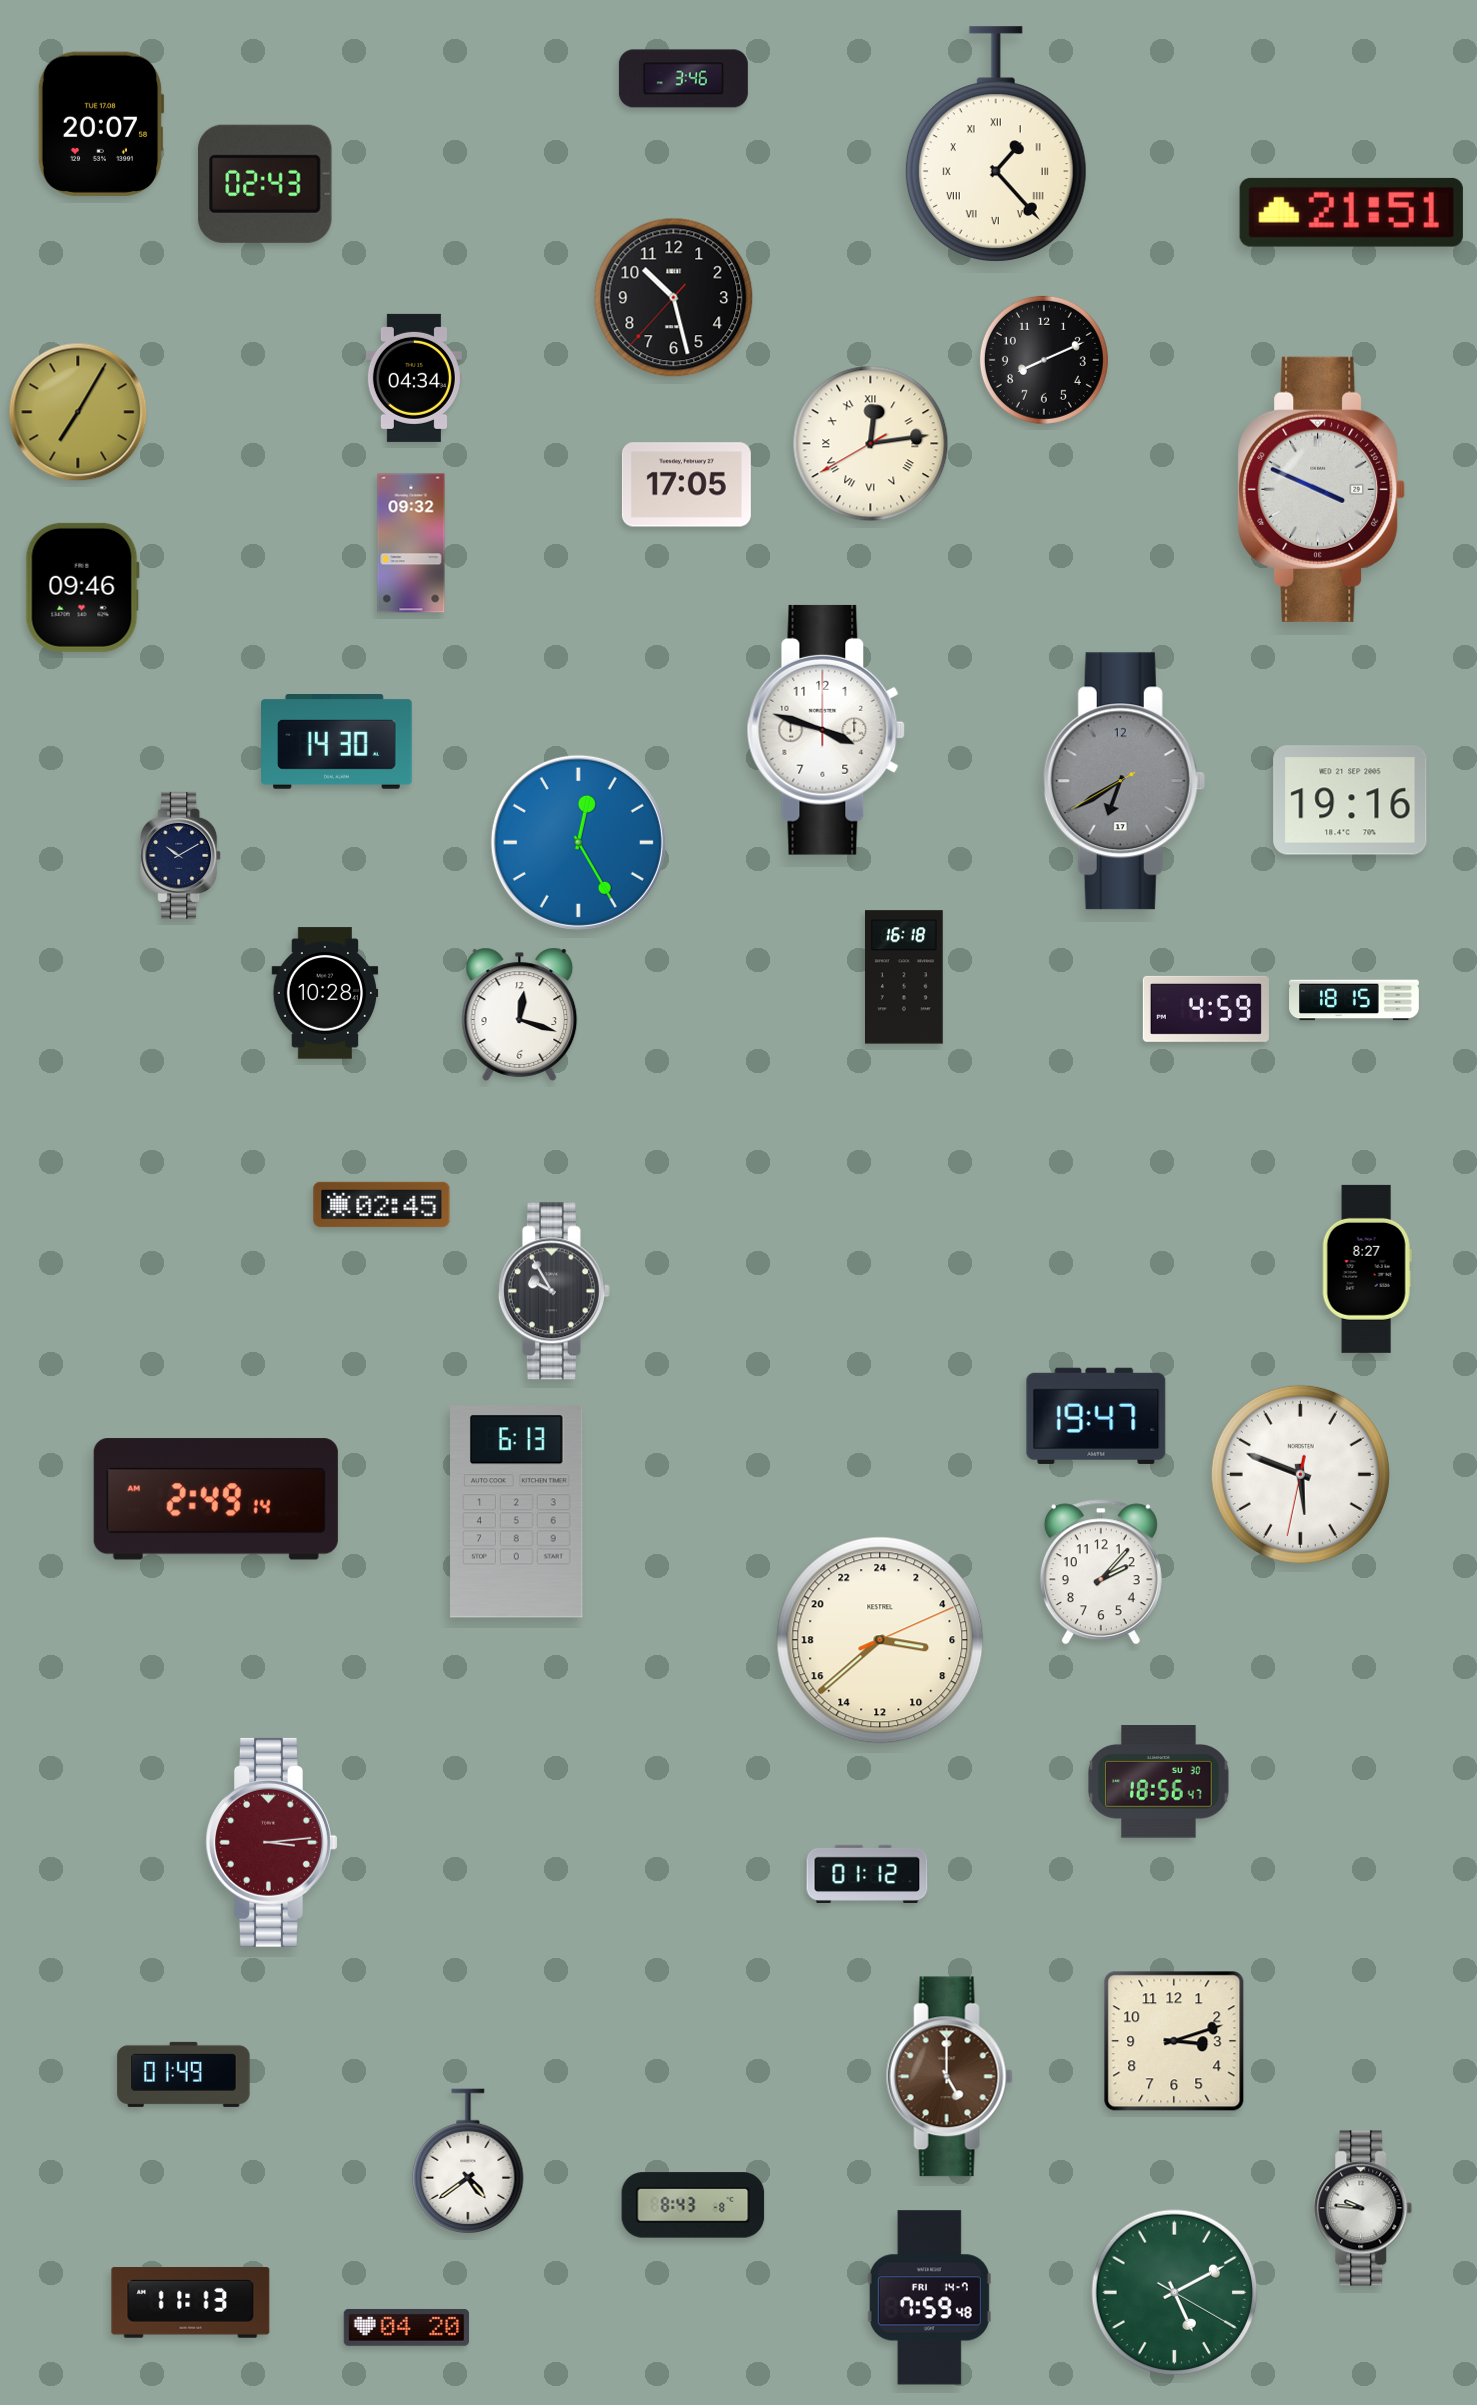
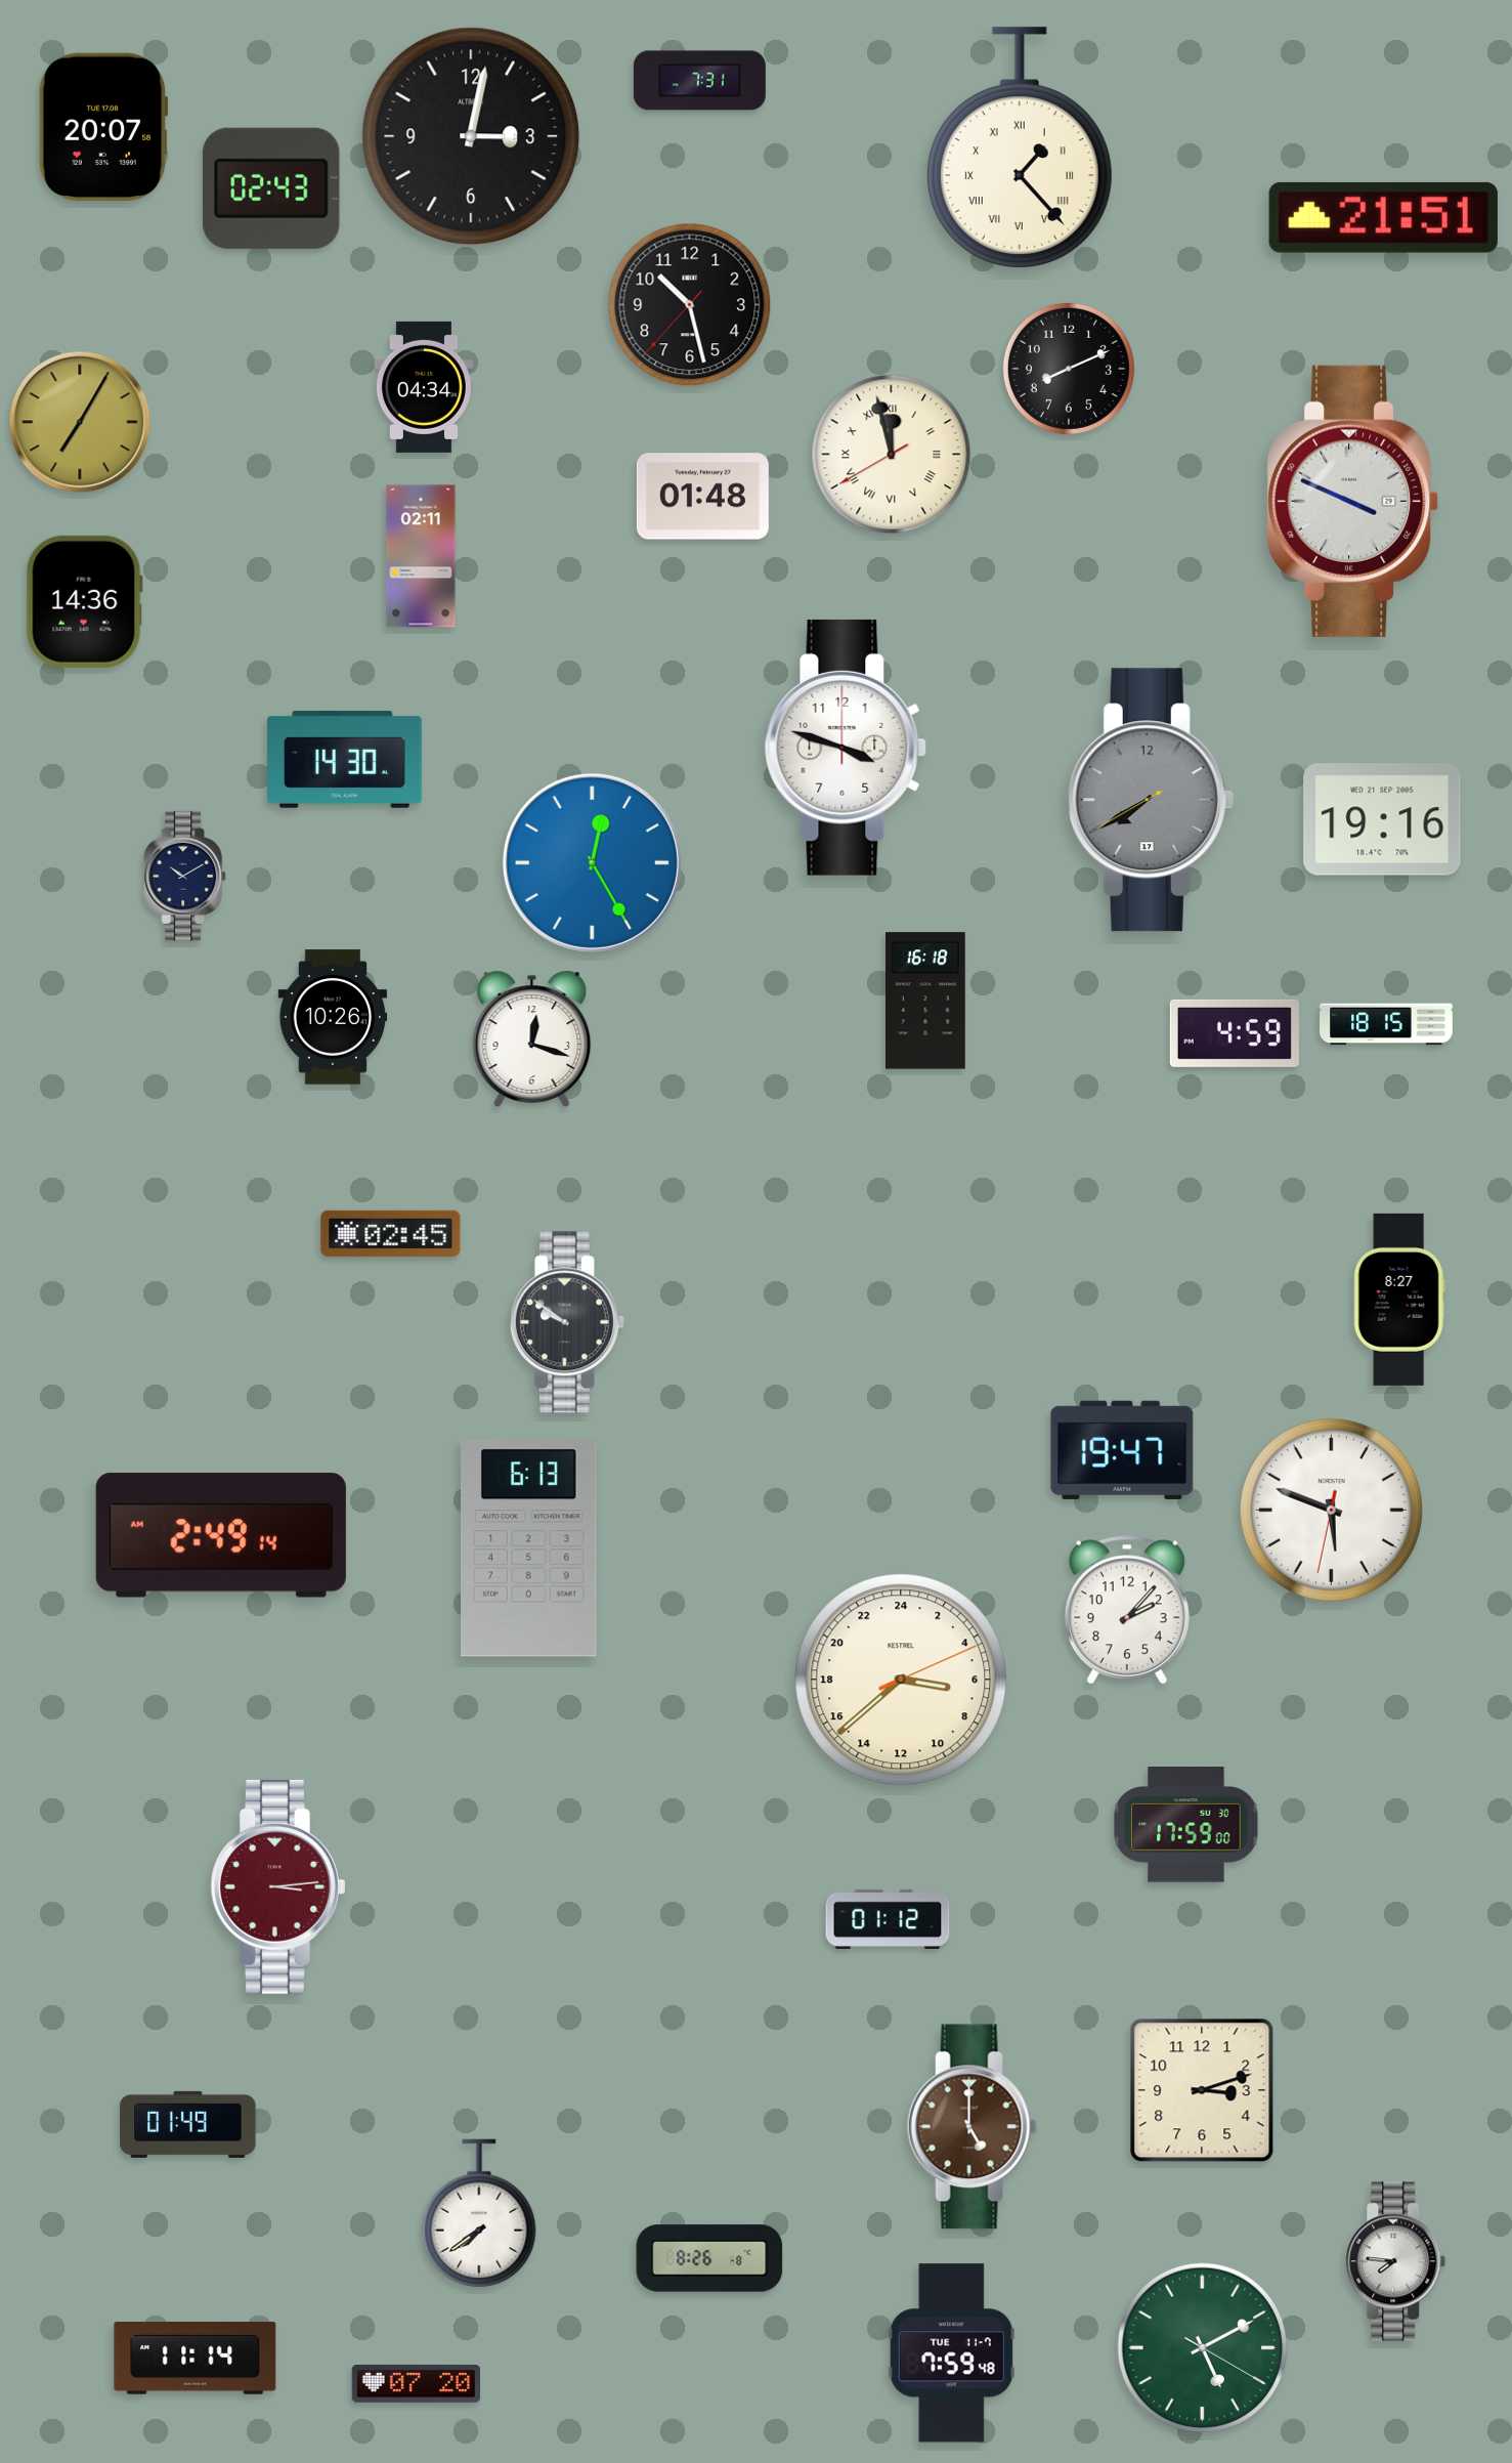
clock at (683, 79): 3:46 -> 7:31
clock at (471, 136): none -> 3:02
clock at (871, 444): 12:13 -> 11:57
clock at (686, 485): 17:05 -> 01:48
clock at (411, 543): 09:32 -> 02:11
clock at (82, 587): 09:46 -> 14:36
clock at (1124, 781): 6:39 -> 7:39
clock at (325, 993): 10:28 -> 10:26
clock at (554, 1291): 9:55 -> 9:51
clock at (1159, 1782): 18:56 -> 17:59
clock at (468, 2161): 4:39 -> 7:39
clock at (693, 2205): 8:43 -> 8:26
clock at (1363, 2208): 9:46 -> 7:46
clock at (929, 2298) date: FRI 14-7 -> TUE 11-7
clock at (191, 2303): 11:13 -> 11:14
clock at (406, 2327): 04:20 -> 07:20
